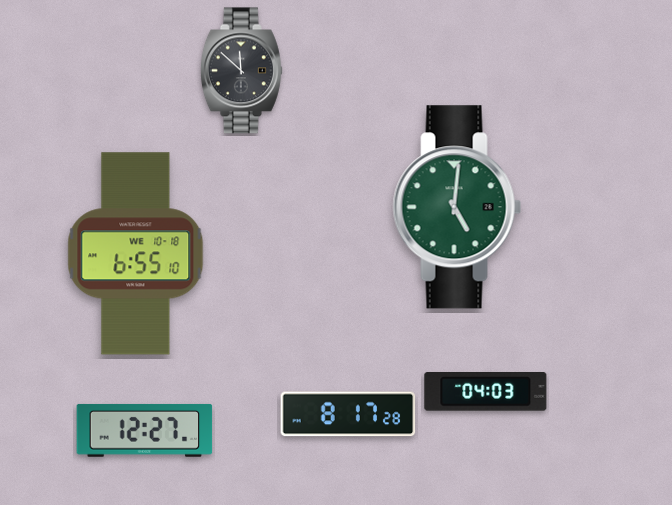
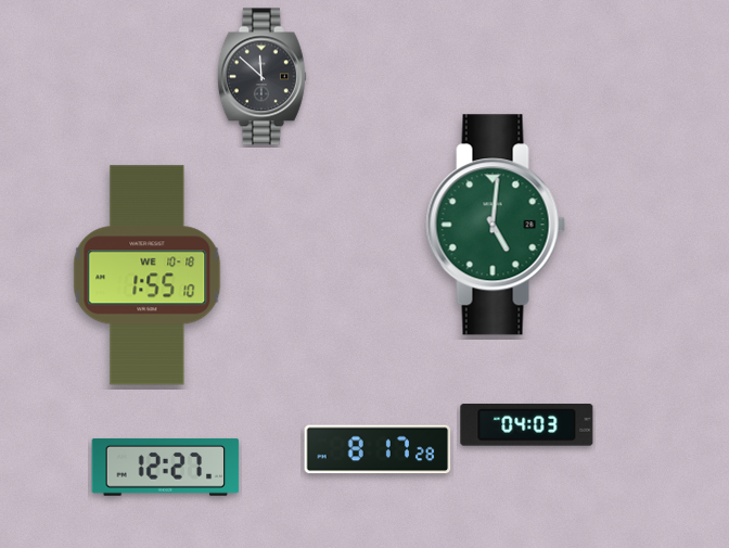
clock at (136, 254): 6:55 -> 1:55
clock at (145, 430) position: (145, 430) -> (166, 467)
